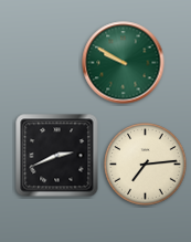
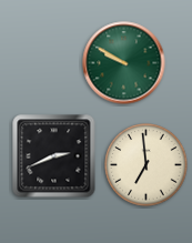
clock at (57, 156) position: (57, 156) -> (54, 156)
clock at (146, 165): 7:14 -> 6:59
